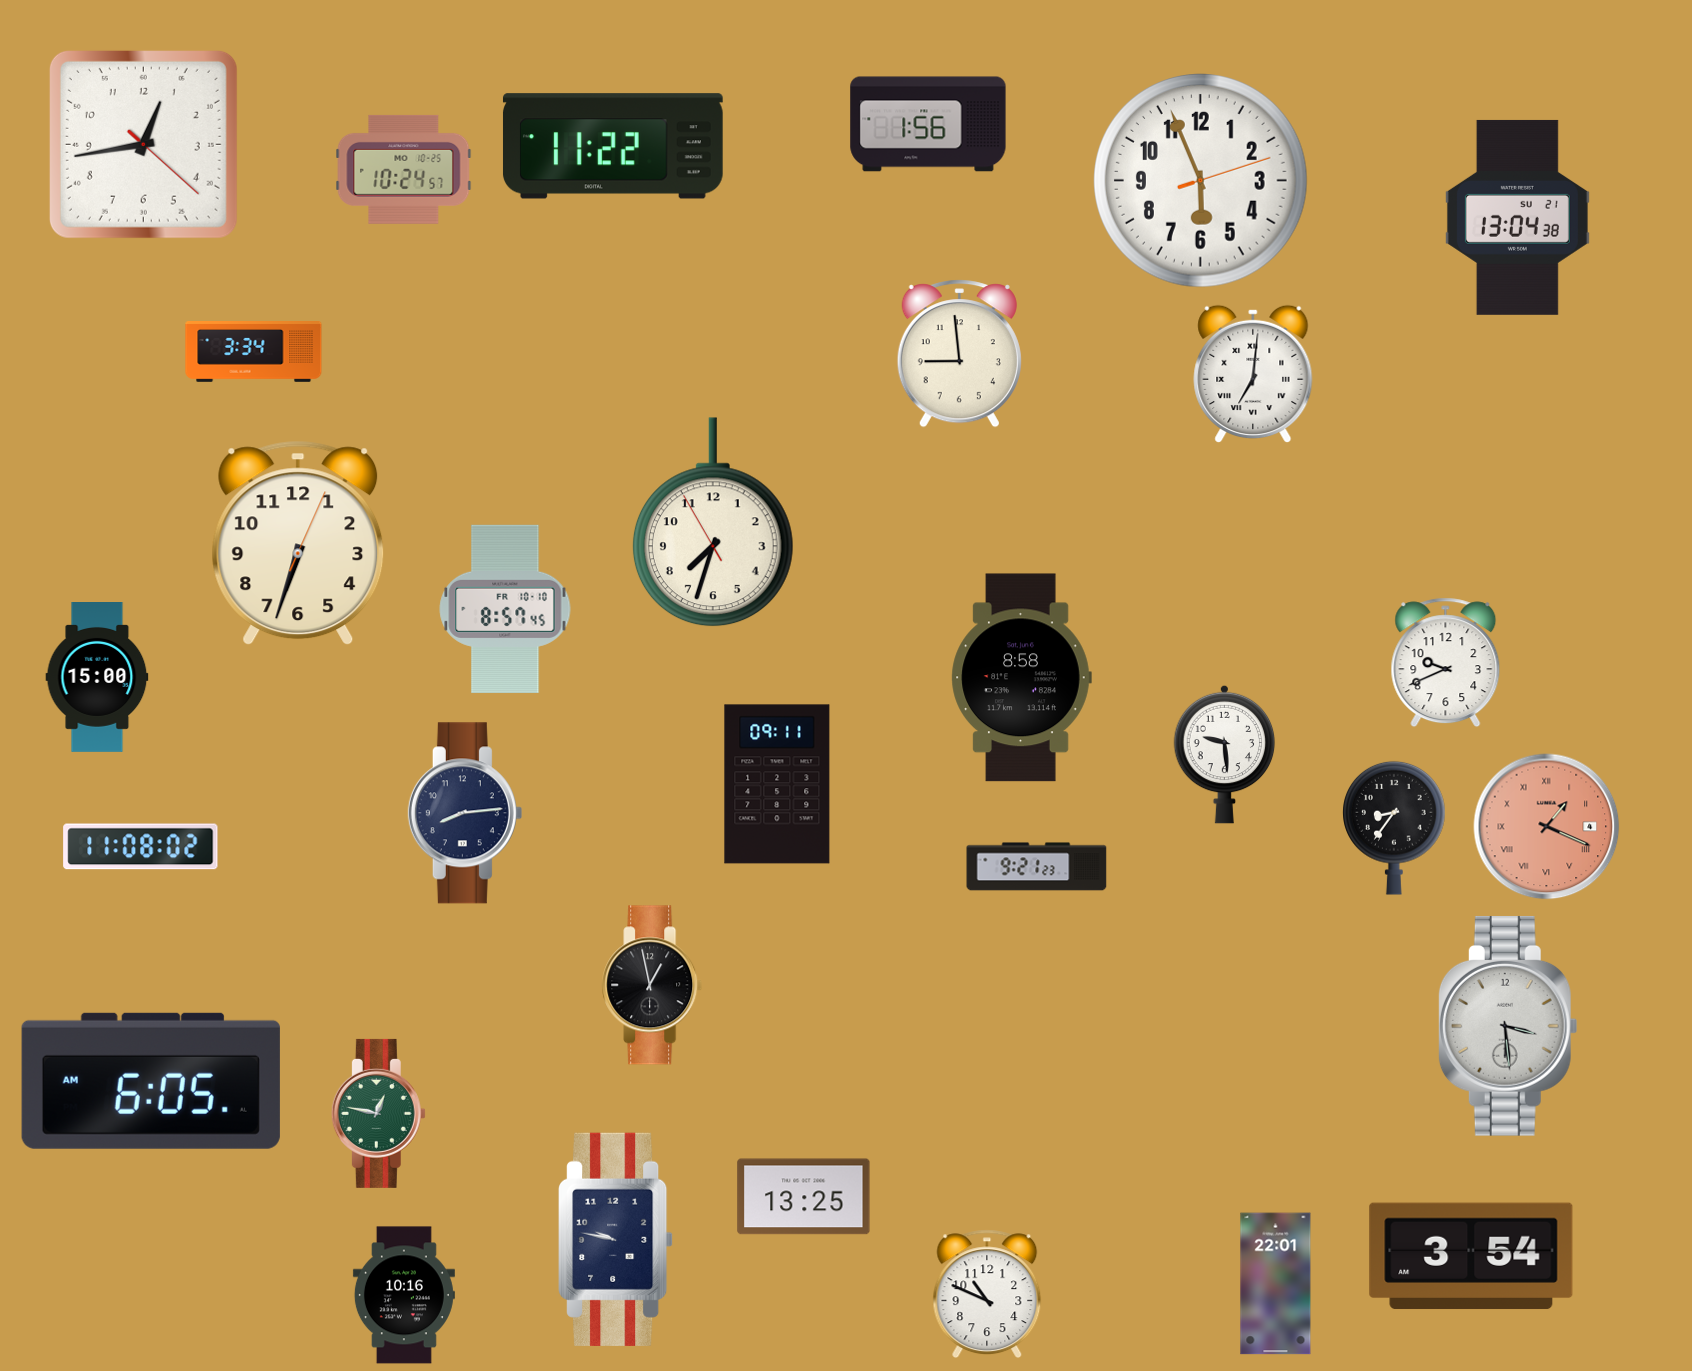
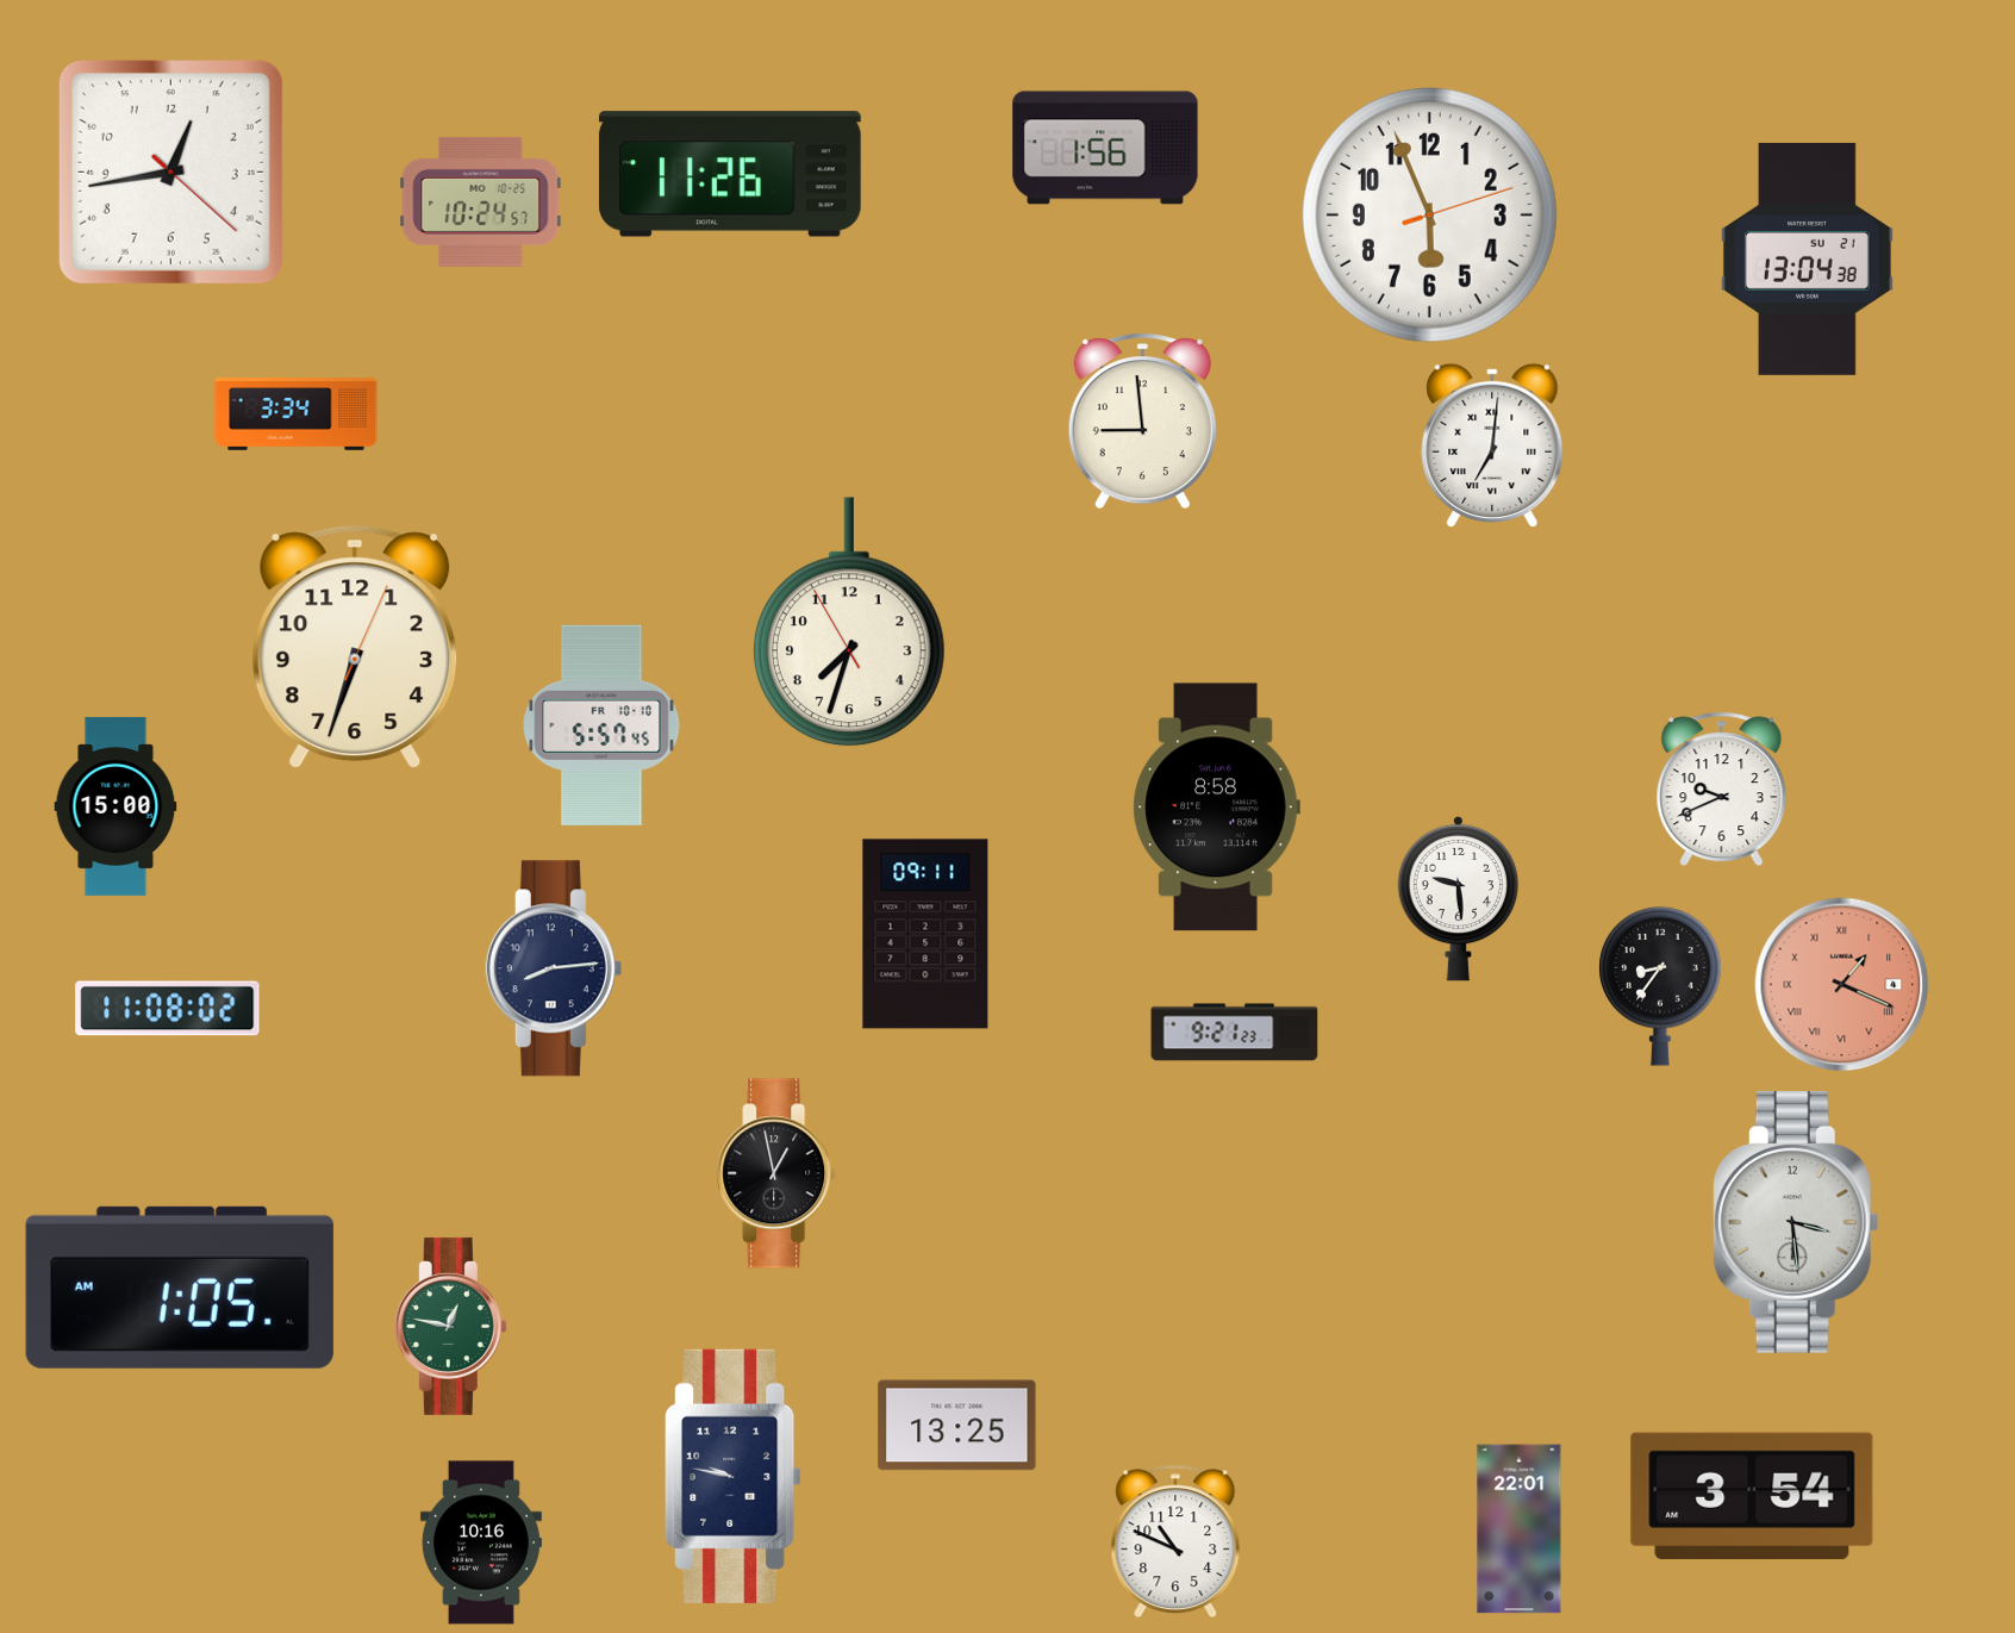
clock at (613, 146): 11:22 -> 11:26
clock at (254, 352) position: (254, 352) -> (297, 415)
clock at (505, 609): 8:57 -> 5:57
clock at (151, 1081): 6:05 -> 1:05
